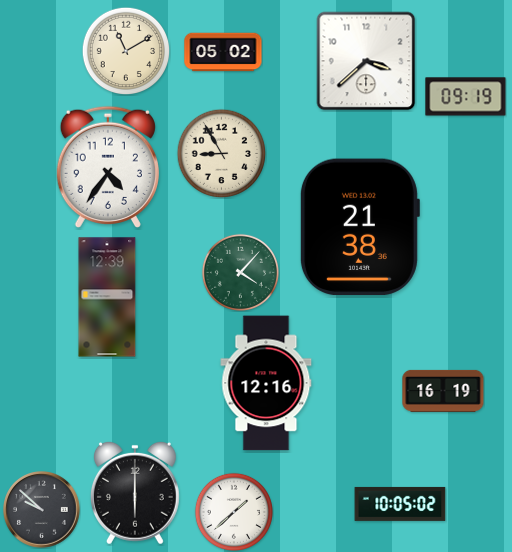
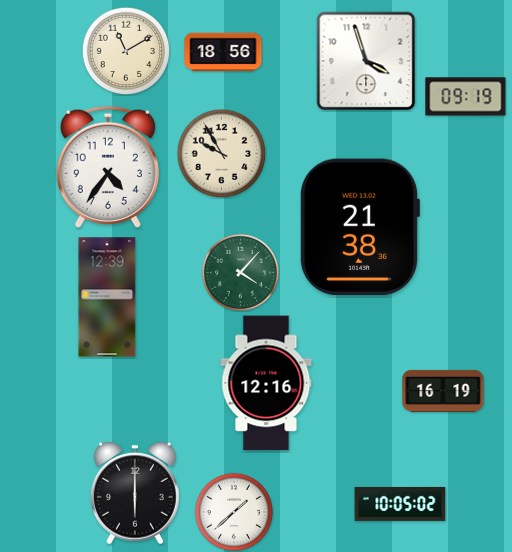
clock at (223, 52): 05:02 -> 18:56
clock at (366, 61): 3:38 -> 3:57
clock at (221, 153): 8:55 -> 9:55
clock at (42, 510): 9:52 -> none
